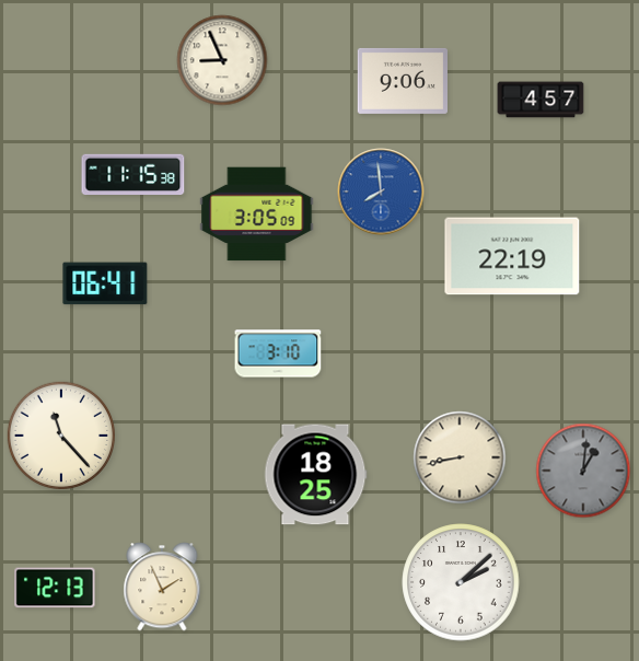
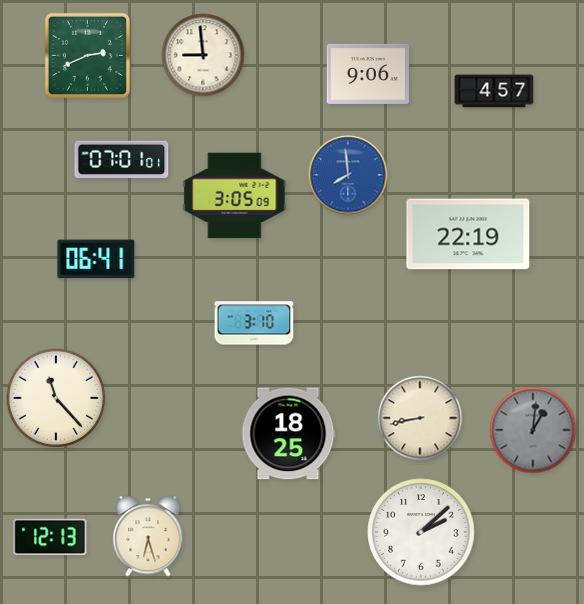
clock at (87, 55): none -> 2:41
clock at (222, 60): 8:56 -> 8:59
clock at (133, 174): 11:15 -> 07:01
clock at (162, 587): 1:56 -> 6:27
